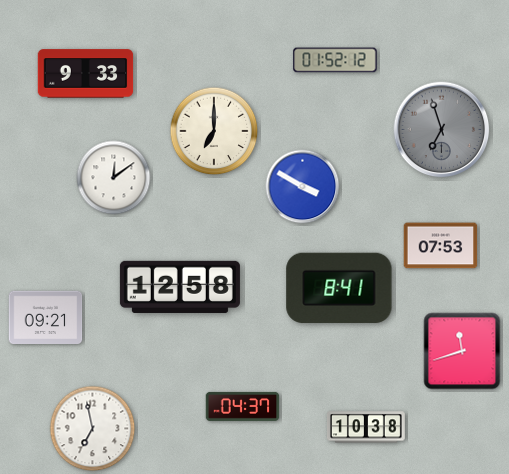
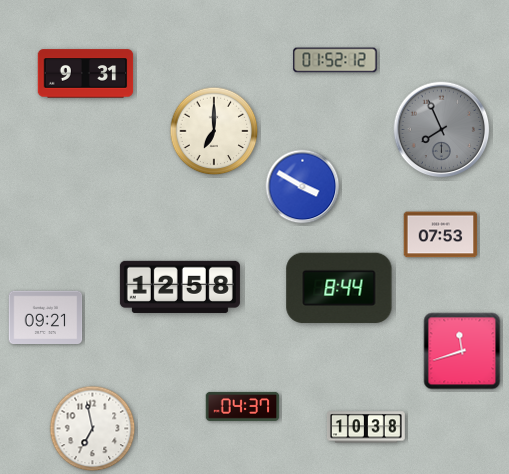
clock at (86, 74): 9:33 -> 9:31
clock at (442, 130): 6:57 -> 7:56
clock at (114, 178): 12:09 -> none
clock at (441, 246) position: (441, 246) -> (441, 235)
clock at (339, 288): 8:41 -> 8:44
